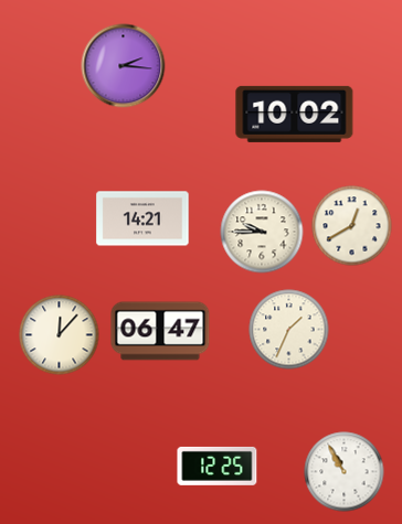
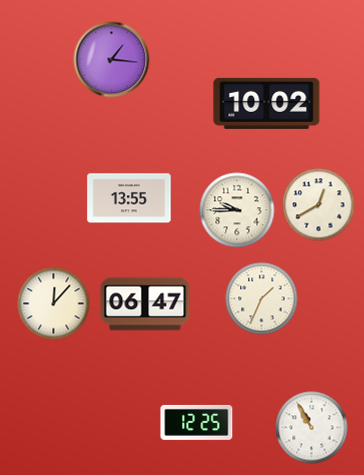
clock at (124, 66): 2:16 -> 1:16
clock at (142, 218): 14:21 -> 13:55
clock at (160, 331) position: (160, 331) -> (145, 304)
